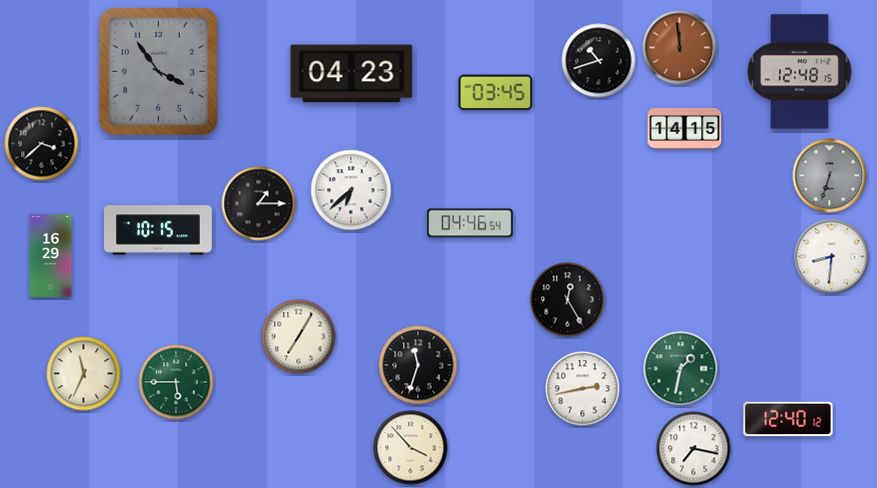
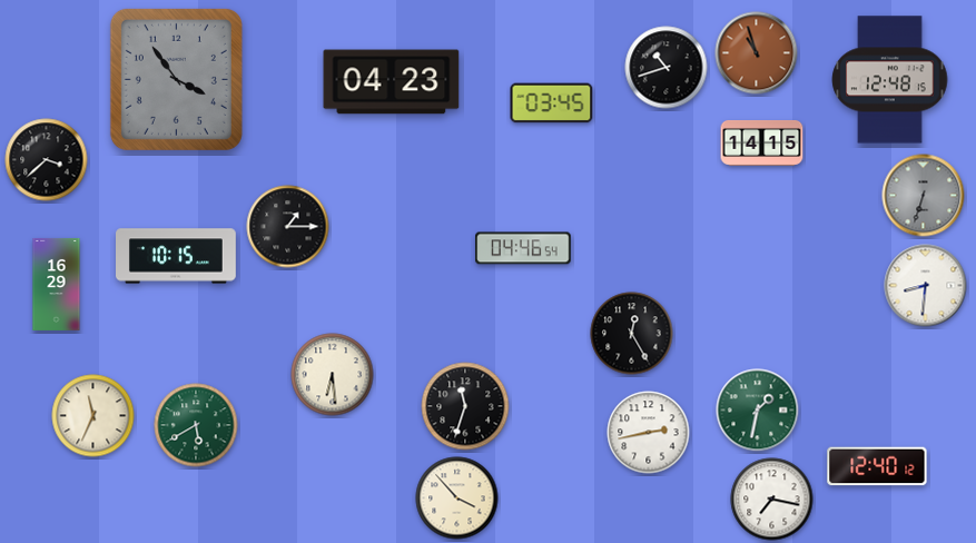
clock at (680, 48): 11:59 -> 10:57
clock at (351, 190): 6:38 -> none
clock at (299, 337): 7:05 -> 6:29
clock at (176, 382): 5:45 -> 5:40
